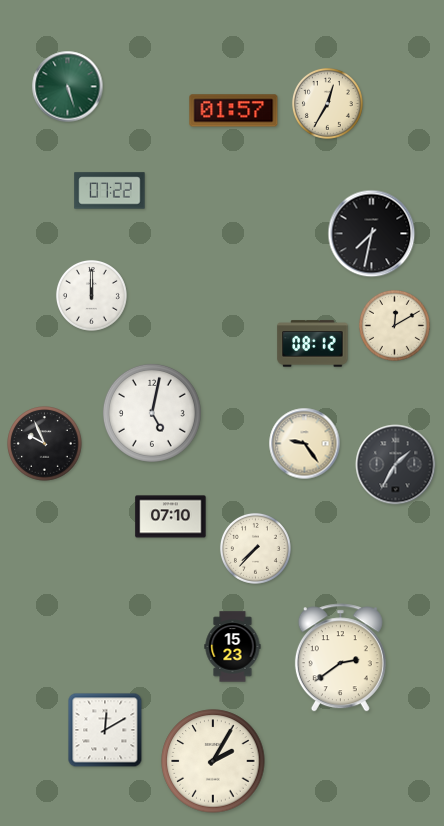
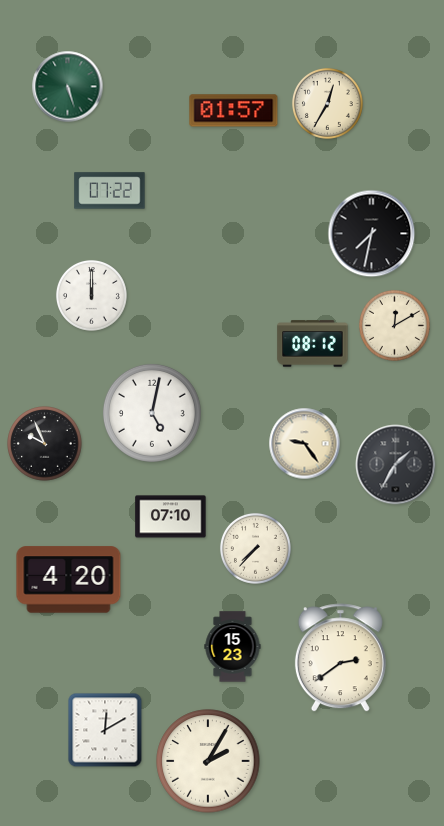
clock at (69, 580): none -> 4:20
clock at (213, 761) position: (213, 761) -> (208, 761)
